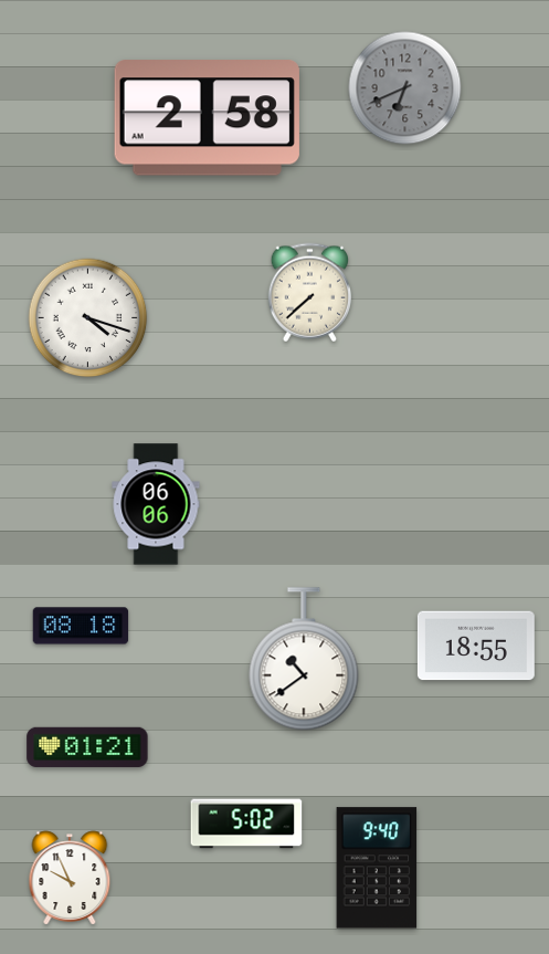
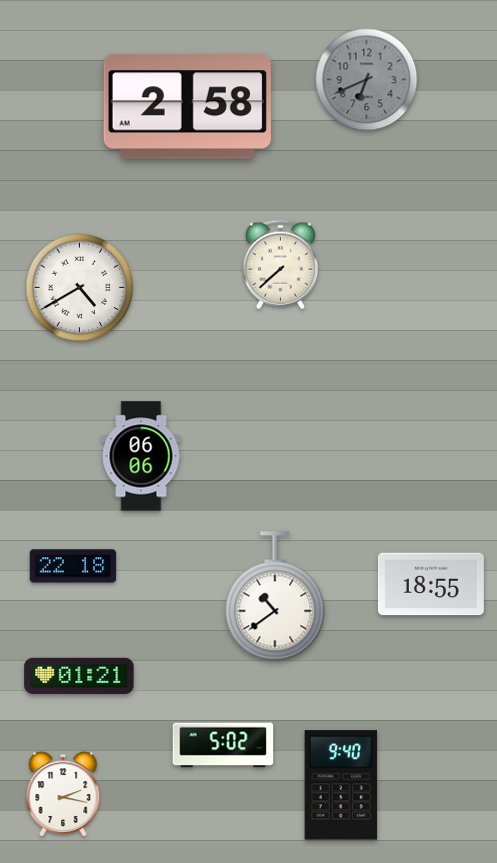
clock at (88, 318): 4:18 -> 4:40
clock at (81, 626): 08:18 -> 22:18
clock at (70, 878): 9:56 -> 2:17
